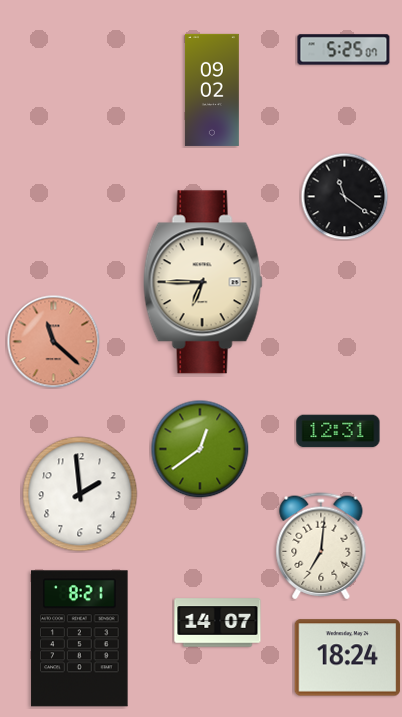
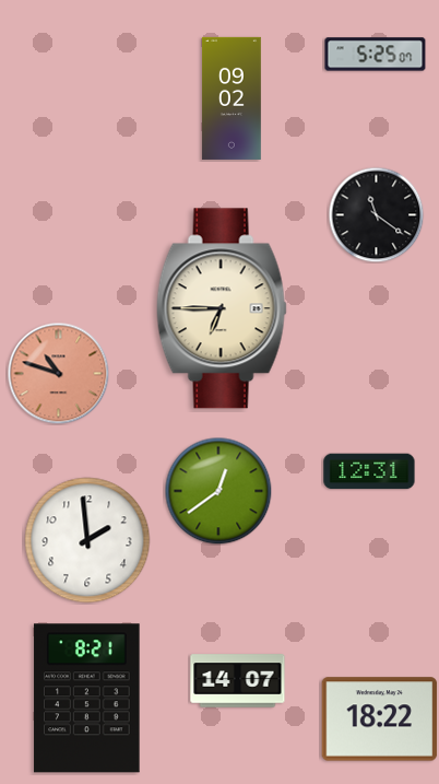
clock at (53, 341): 11:22 -> 10:48
clock at (321, 546): 7:01 -> none
clock at (348, 658): 18:24 -> 18:22
